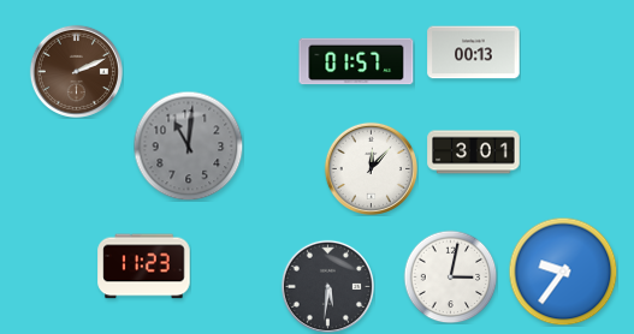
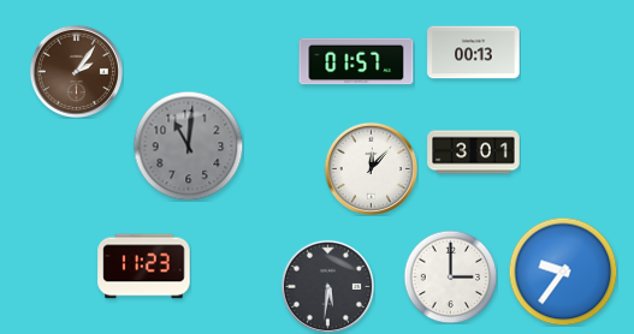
clock at (76, 71): 2:11 -> 2:06
clock at (450, 276): 3:02 -> 3:00
